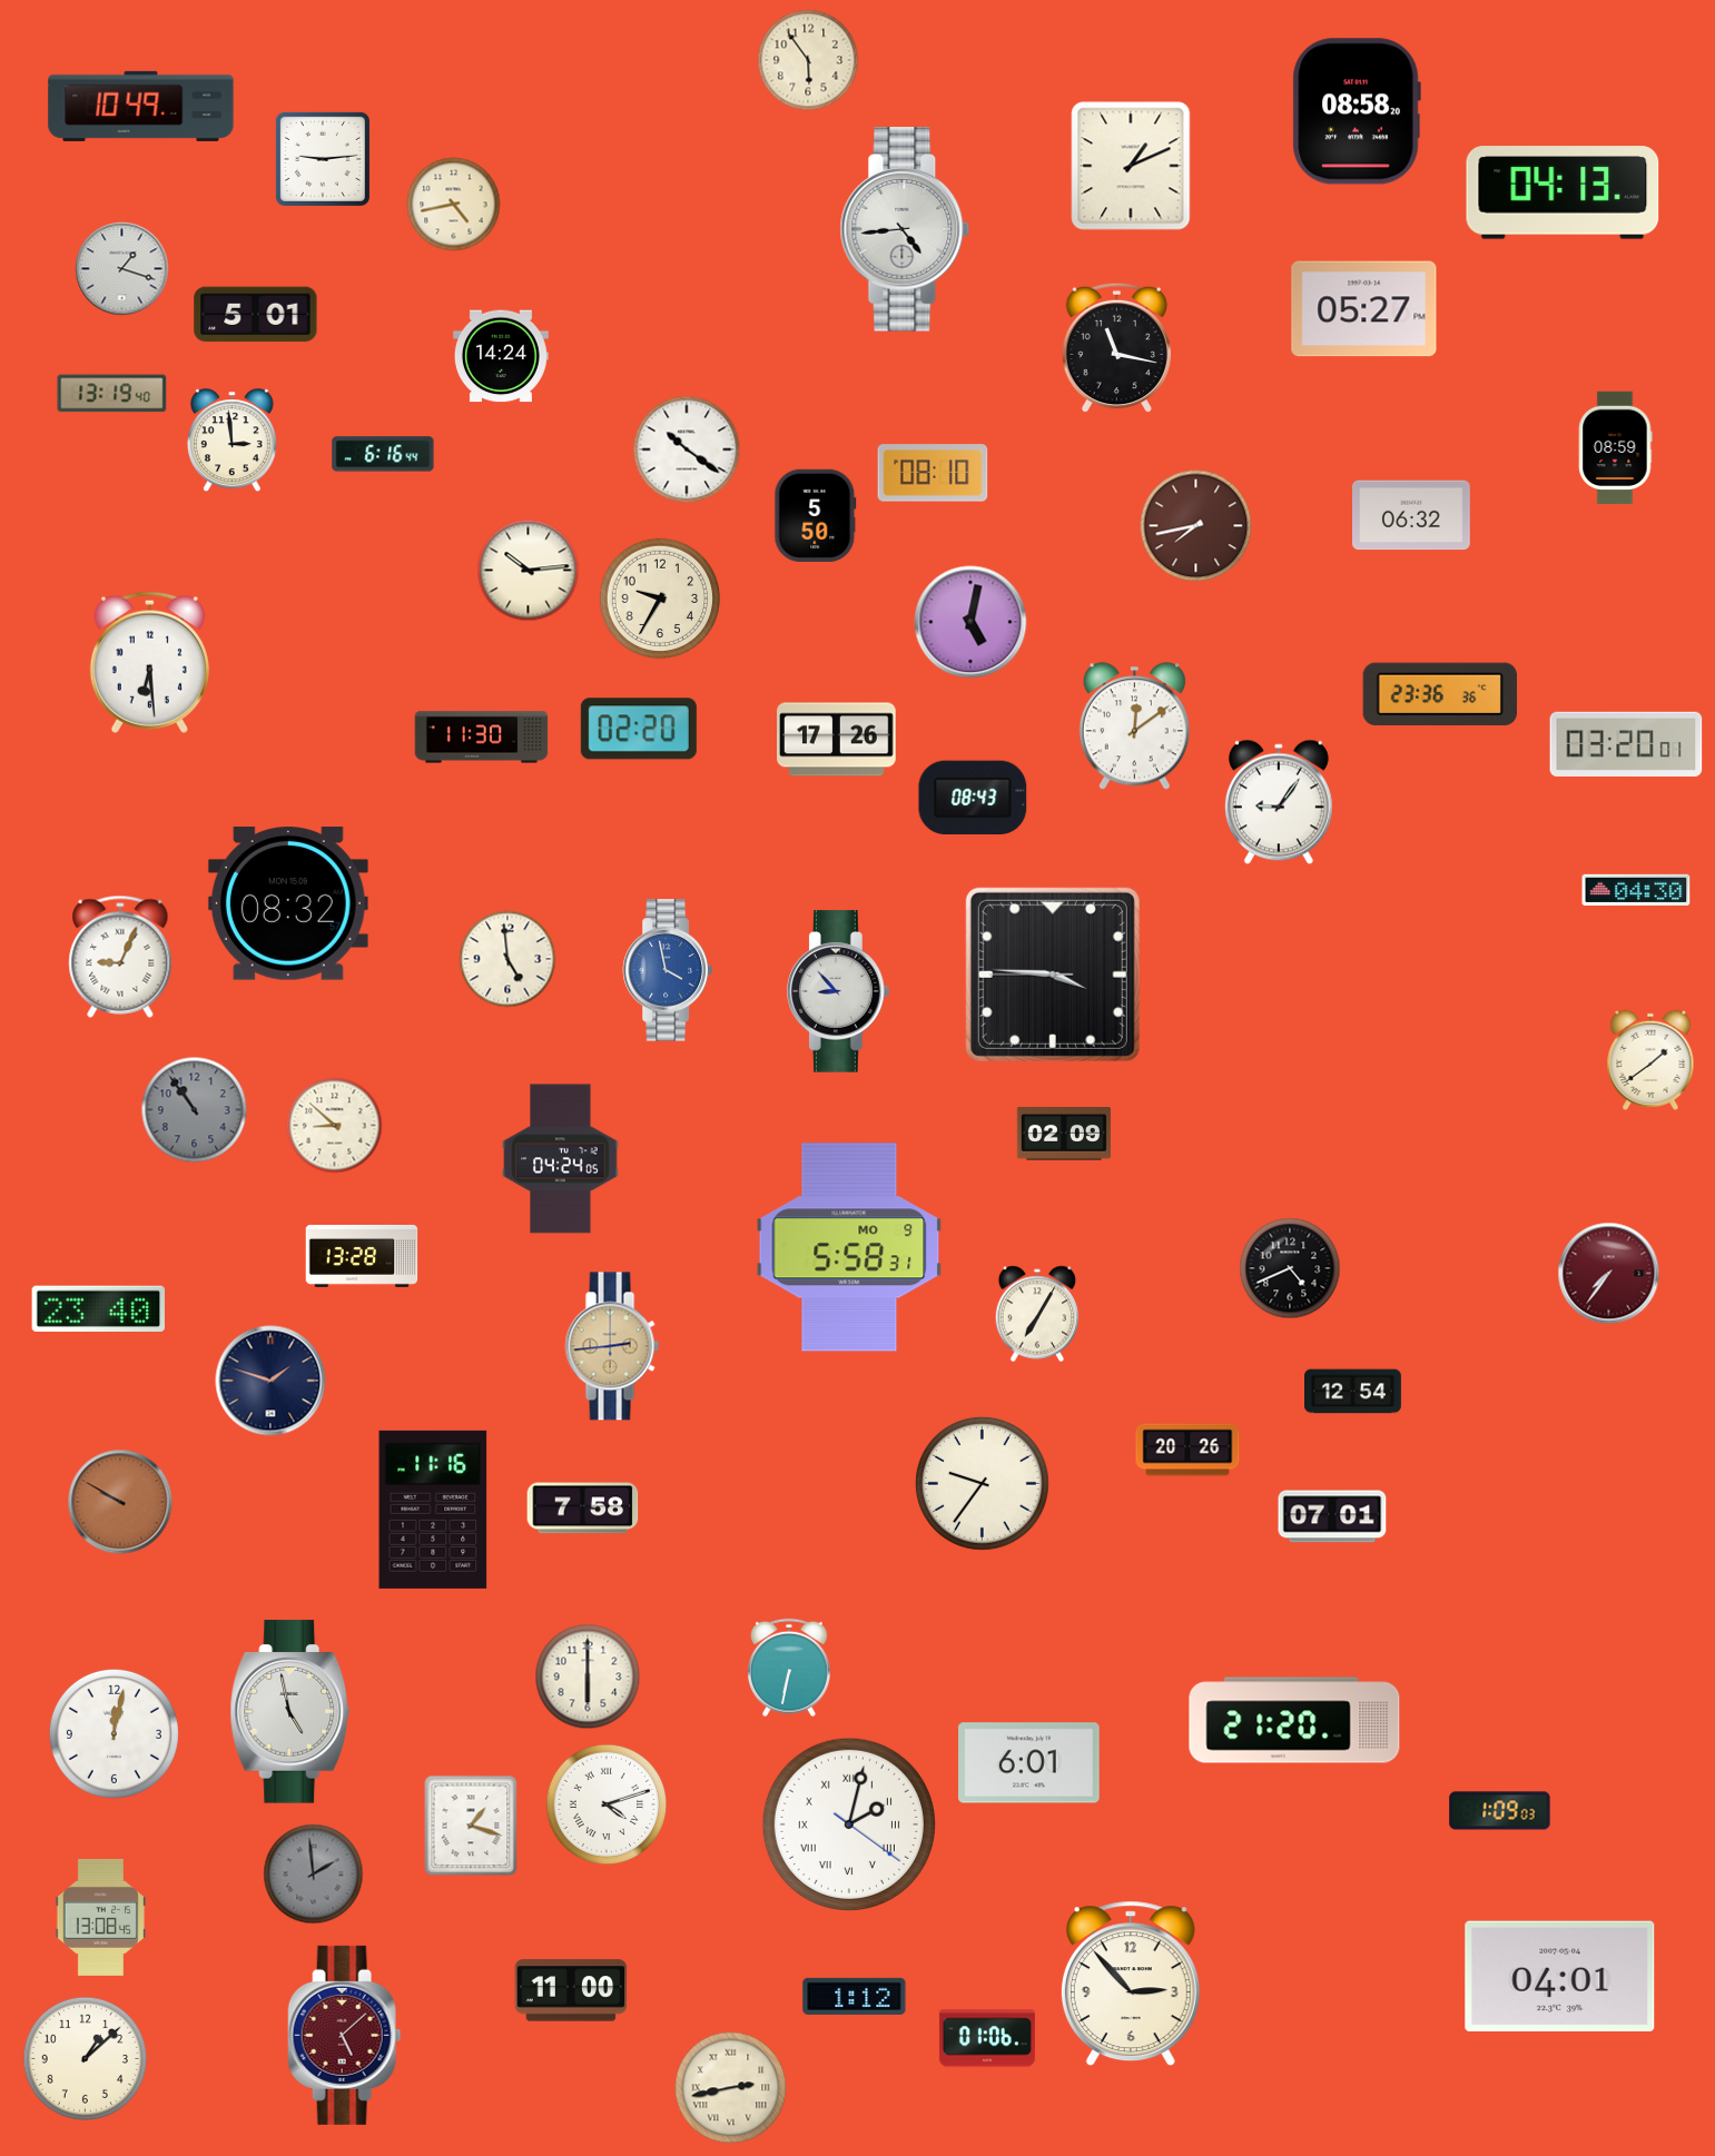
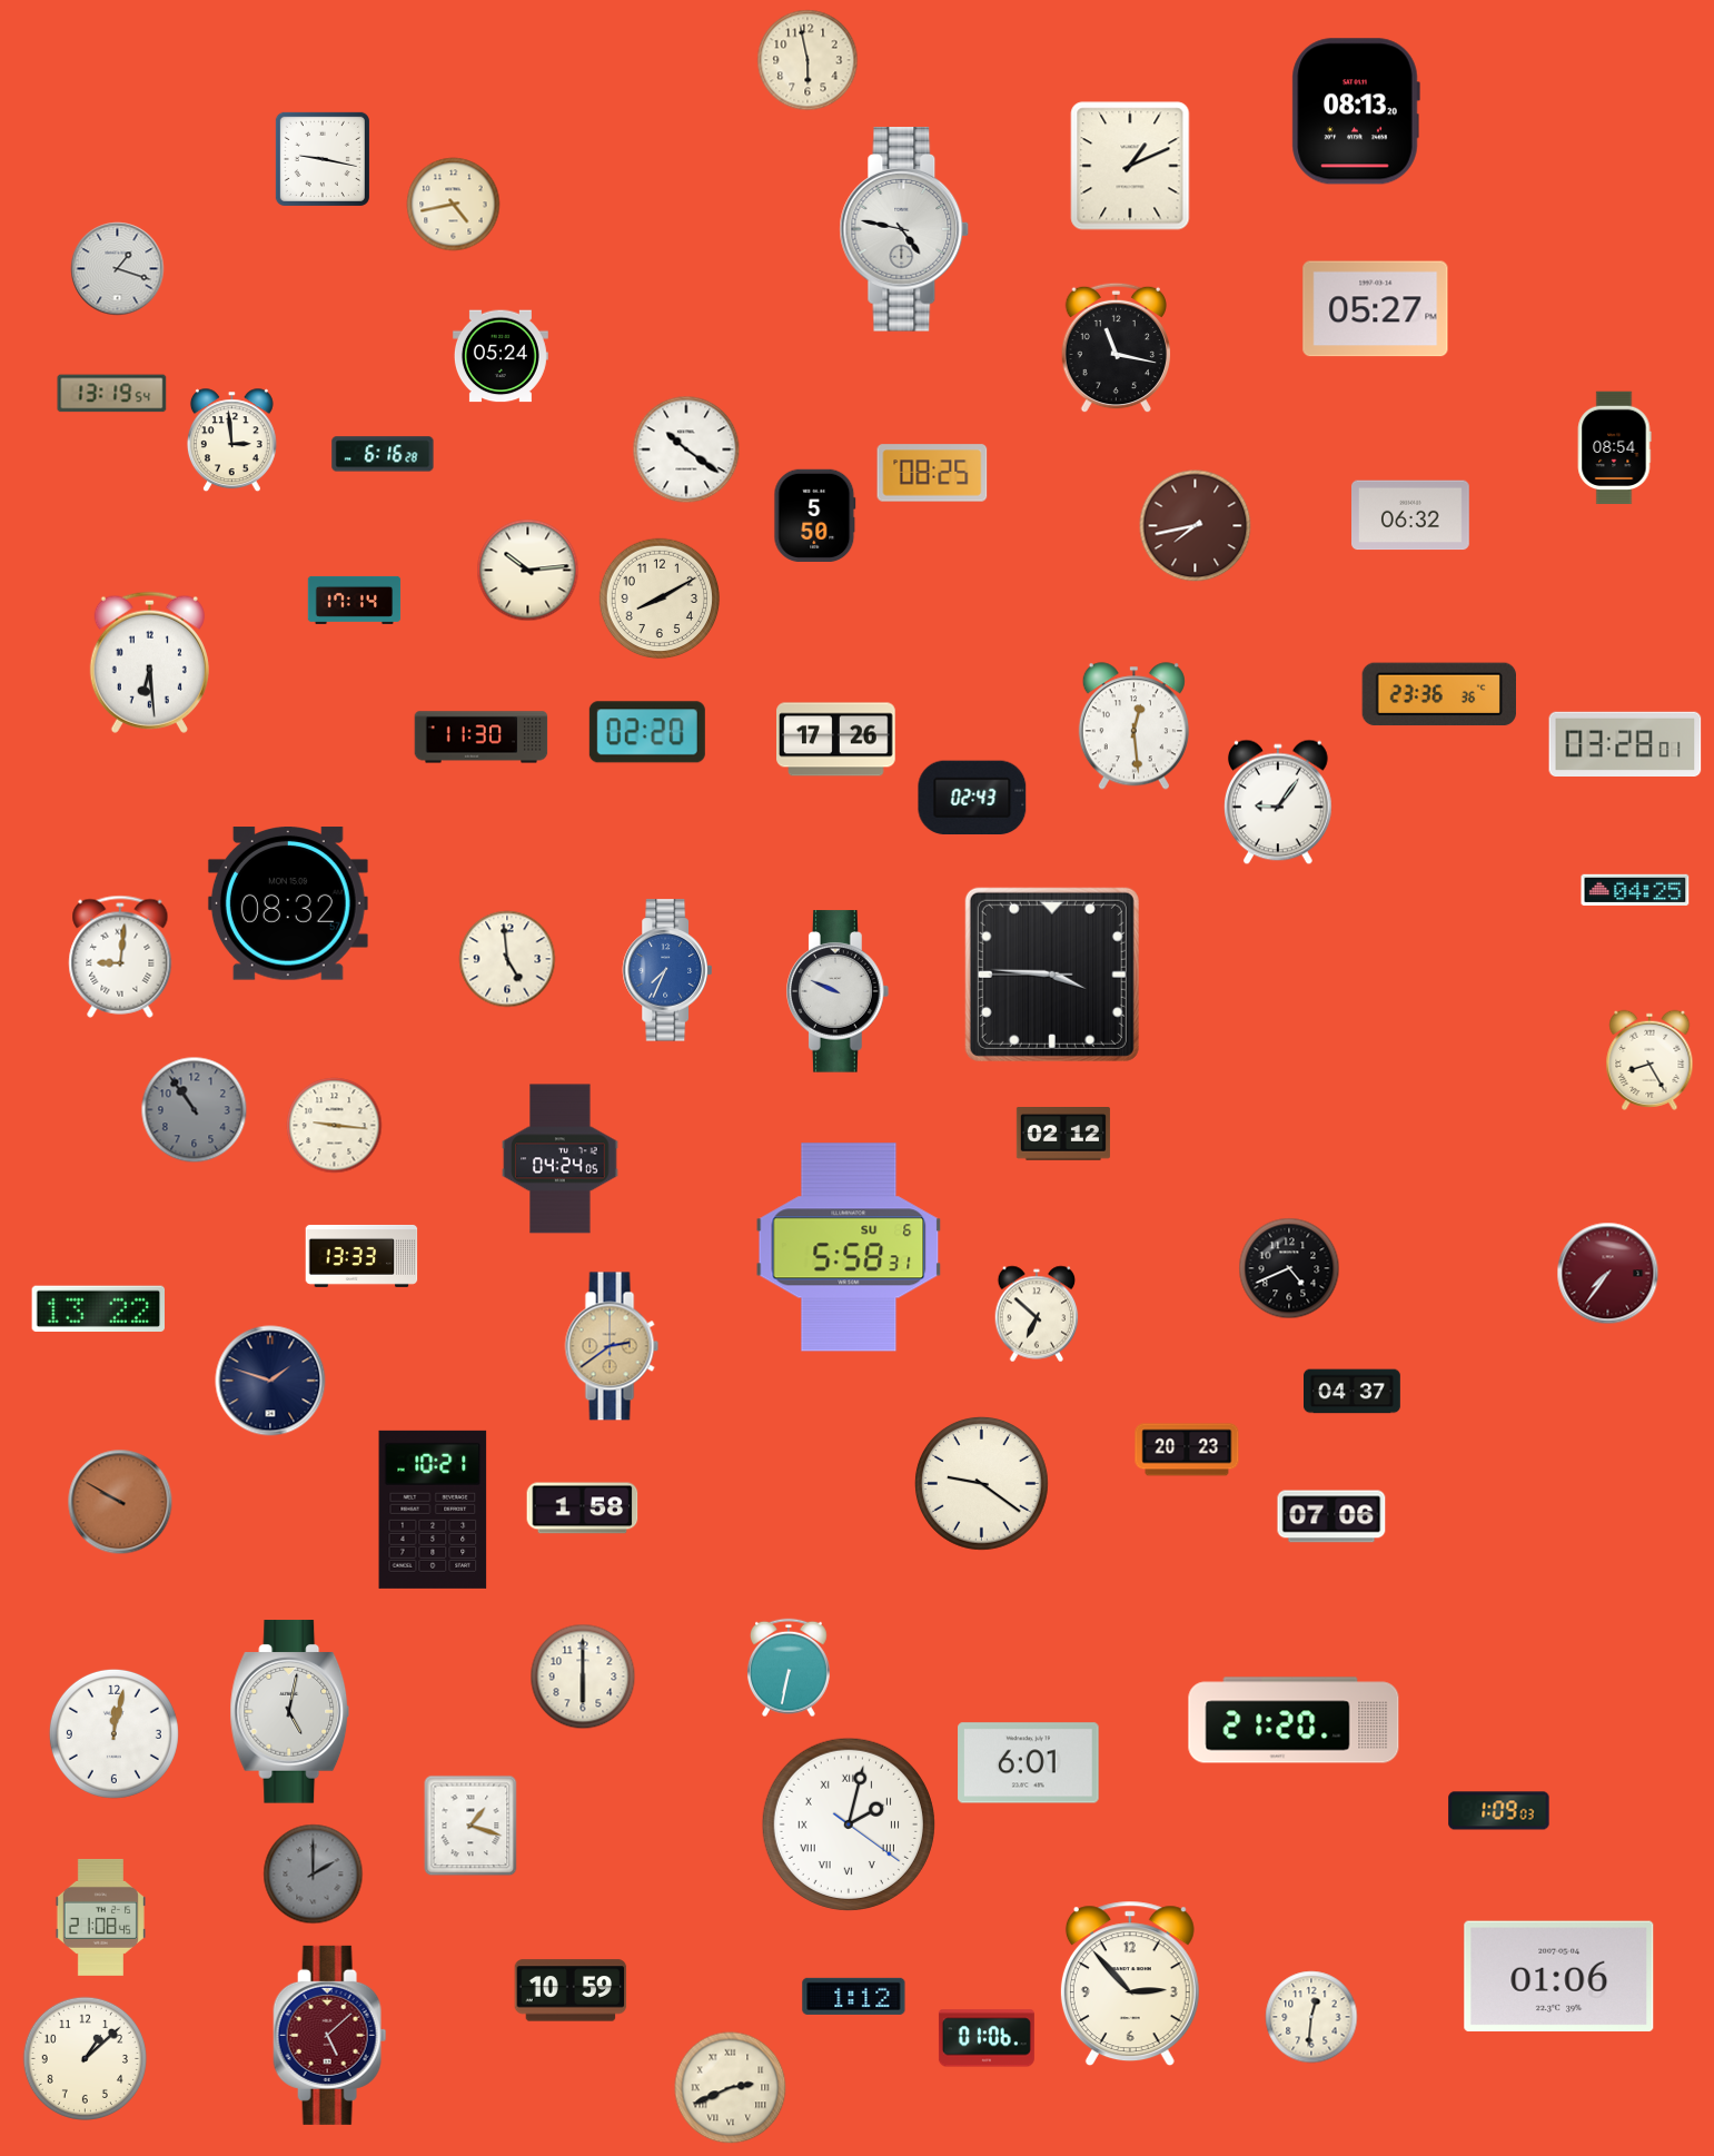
clock at (808, 60): 5:54 -> 5:58
clock at (141, 106): 10:49 -> none
clock at (1357, 111): 08:58 -> 08:13
clock at (323, 159): 9:14 -> 9:17
clock at (1563, 192): 04:13 -> none
clock at (905, 229): 4:44 -> 4:47
clock at (122, 269) position: (122, 269) -> (118, 269)
clock at (1364, 309) position: (1364, 309) -> (1376, 309)
clock at (256, 315): 5:01 -> none
clock at (501, 356): 14:24 -> 05:24
clock at (112, 394): 13:19:40 -> 13:19:54
clock at (1615, 448): 08:59 -> 08:54
clock at (383, 454): 6:16:44 -> 6:16:28
clock at (933, 473): 08:10 -> 08:25
clock at (660, 599): 9:35 -> 8:10
clock at (355, 600): none -> 17:14
clock at (970, 622): 5:02 -> none
clock at (1134, 726): 12:09 -> 12:29
clock at (639, 729) position: (639, 729) -> (647, 732)
clock at (1626, 743): 03:20 -> 03:28
clock at (973, 798): 08:43 -> 02:43
clock at (1636, 890): 04:30 -> 04:25
clock at (120, 957): 9:04 -> 9:01
clock at (668, 970): 3:58 -> 7:34
clock at (839, 991): 8:53 -> 9:49
clock at (1650, 1060): 1:39 -> 8:25
clock at (335, 1126): 8:52 -> 9:16
clock at (1064, 1135): 02:09 -> 02:12
clock at (849, 1247) date: MO 9 -> SU 6
clock at (362, 1256): 13:28 -> 13:33
clock at (98, 1308): 23:40 -> 13:22
clock at (1037, 1314): 7:05 -> 6:52
clock at (612, 1346): 2:44 -> 2:39
clock at (1353, 1392): 12:54 -> 04:37
clock at (1187, 1450): 20:26 -> 20:23
clock at (982, 1483): 9:36 -> 9:21
clock at (583, 1509): 7:58 -> 1:58
clock at (433, 1510): 11:16 -> 10:21
clock at (1332, 1516): 07:01 -> 07:06
clock at (588, 1677) position: (588, 1677) -> (583, 1677)
clock at (290, 1712): 4:58 -> 5:02
clock at (607, 1804): 4:12 -> none
clock at (314, 1875): 1:59 -> 2:00
clock at (100, 1917): 13:08 -> 21:08
clock at (1560, 1976): 04:01 -> 01:06
clock at (571, 1990): 11:00 -> 10:59
clock at (1311, 2017): none -> 12:31
clock at (345, 2035) position: (345, 2035) -> (330, 2035)
clock at (731, 2088): 2:43 -> 2:41
